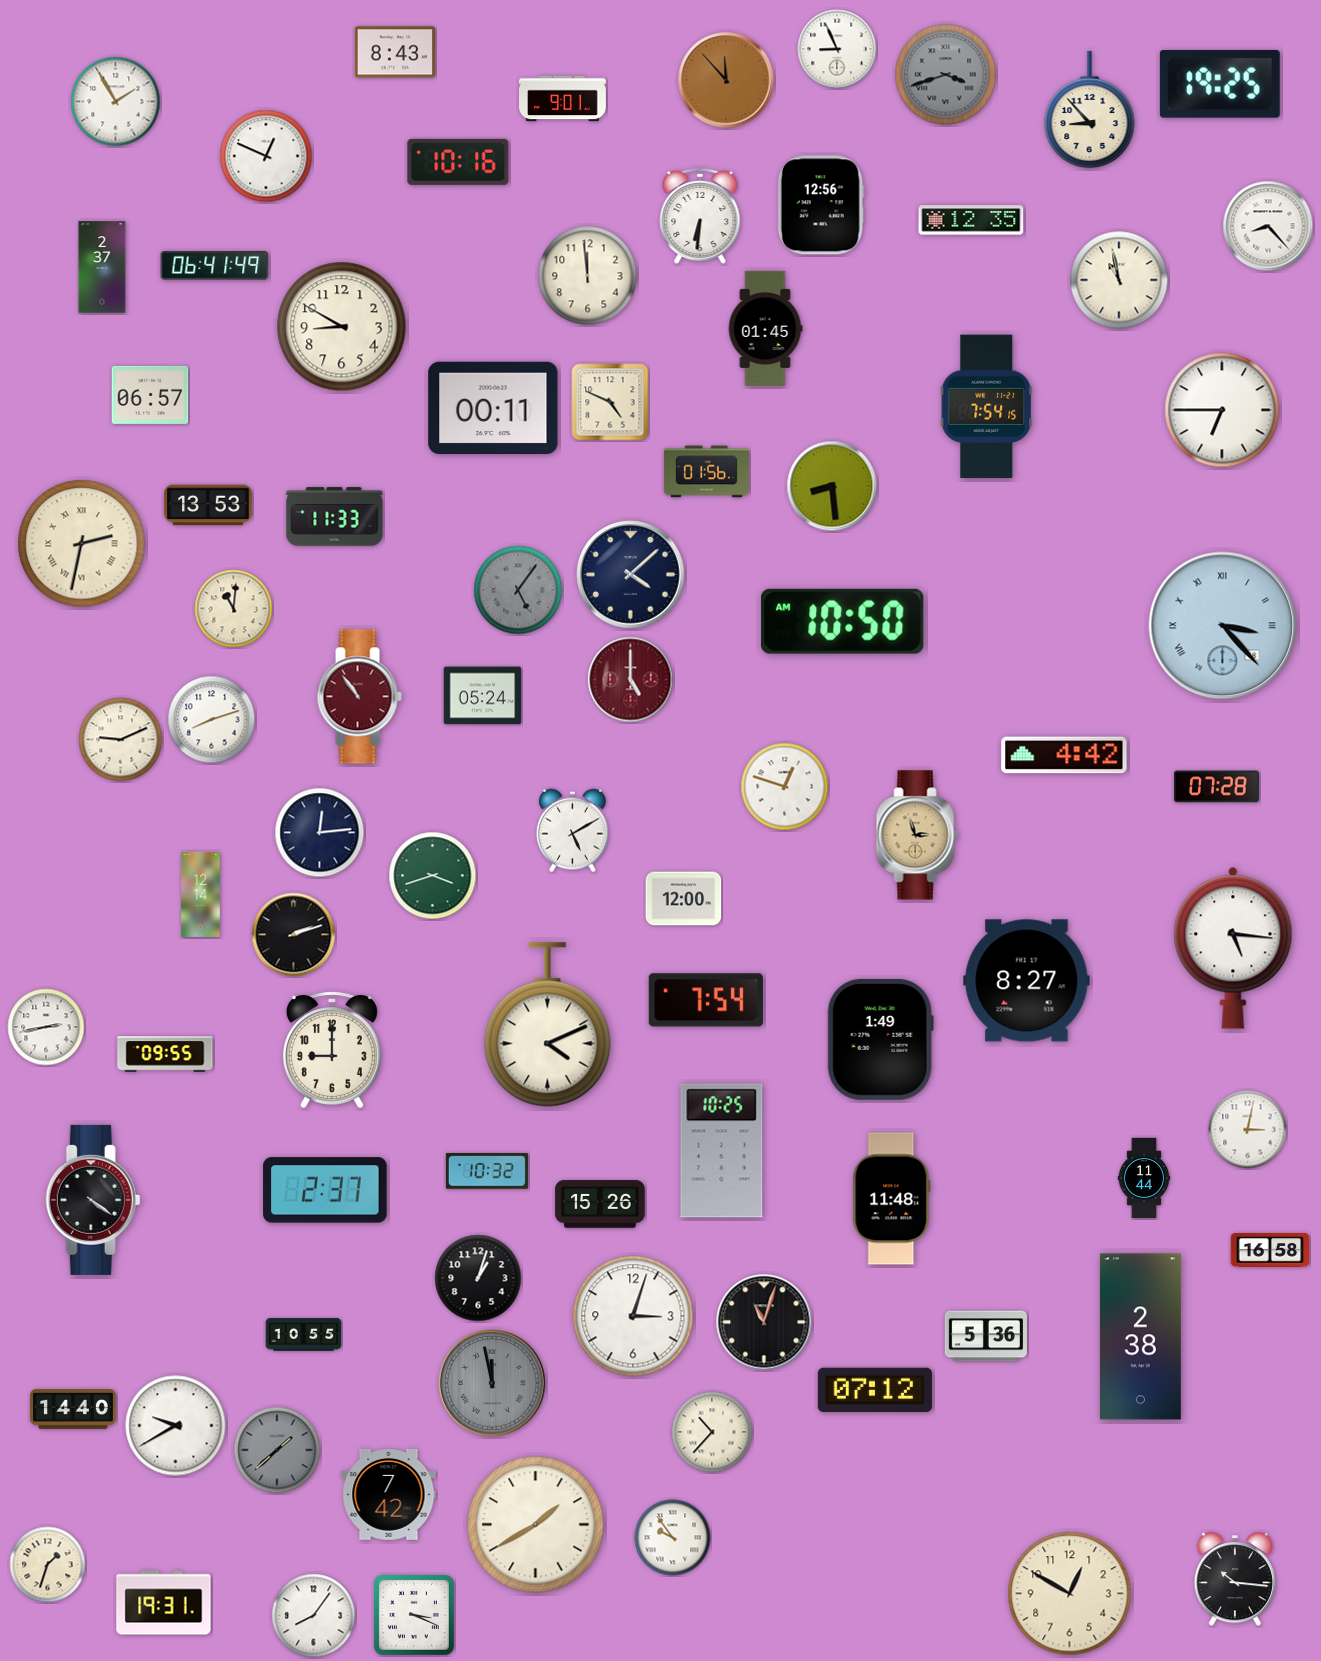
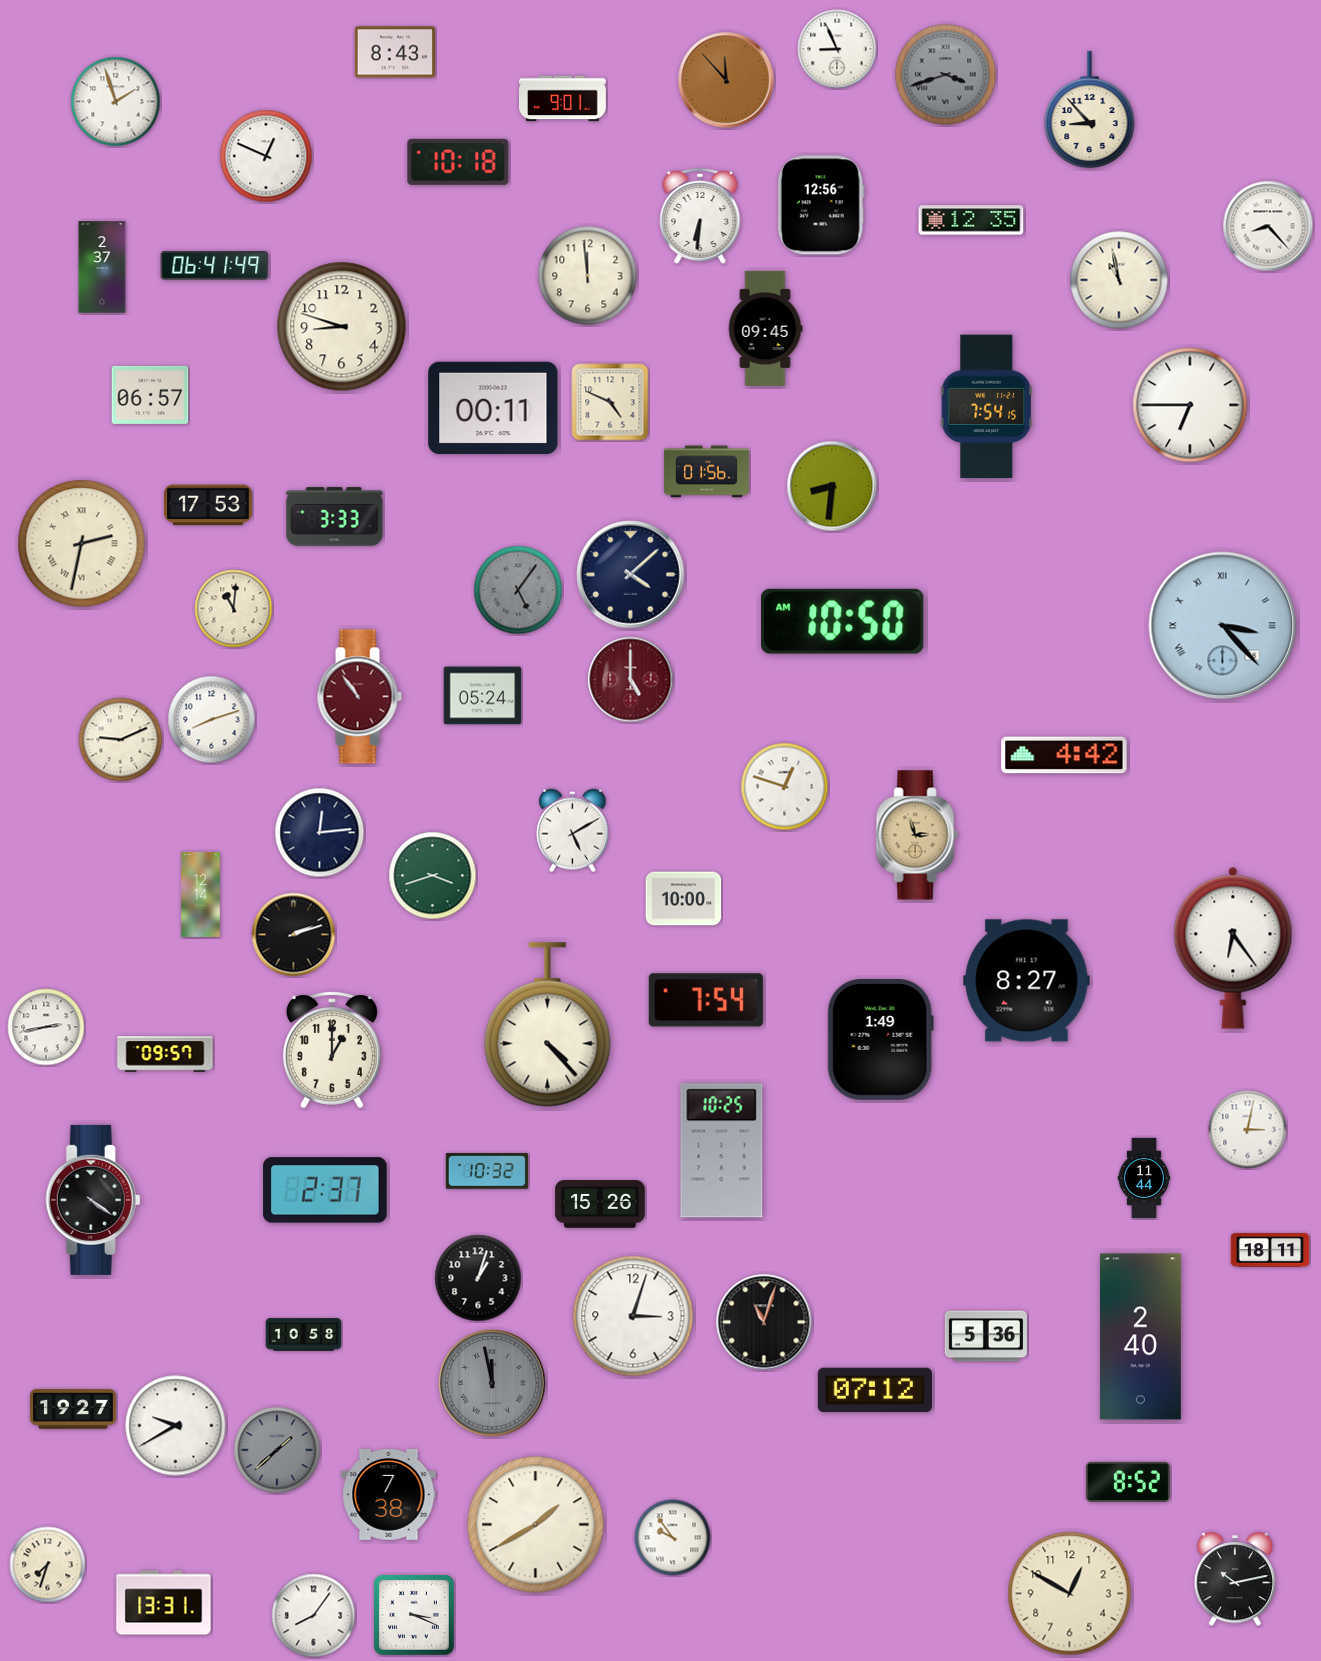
clock at (1220, 84): 19:25 -> none
clock at (116, 102): 1:55 -> 1:57
clock at (458, 162): 10:16 -> 10:18
clock at (342, 327): 8:50 -> 8:48
clock at (765, 328): 01:45 -> 09:45
clock at (1222, 410) position: (1222, 410) -> (1190, 405)
clock at (832, 486): 8:29 -> 8:31
clock at (208, 505): 13:53 -> 17:53
clock at (335, 517): 11:33 -> 3:33
clock at (1216, 787): 07:28 -> none
clock at (684, 899): 12:00 -> 10:00
clock at (1233, 948): 5:16 -> 6:24
clock at (548, 1025): 4:11 -> 4:23
clock at (332, 1050): 9:00 -> 1:00
clock at (165, 1054): 09:55 -> 09:57
clock at (892, 1199): 11:48 -> none
clock at (1270, 1250): 16:58 -> 18:11
clock at (304, 1335): 10:55 -> 10:58
clock at (1140, 1337): 2:38 -> 2:40
clock at (74, 1409): 14:40 -> 19:27
clock at (712, 1432): 10:37 -> none
clock at (1128, 1482): none -> 8:52
clock at (389, 1494): 7:42 -> 7:38
clock at (48, 1565): 1:33 -> 7:33
clock at (1234, 1580): 10:16 -> 10:13
clock at (164, 1603): 19:31 -> 13:31
